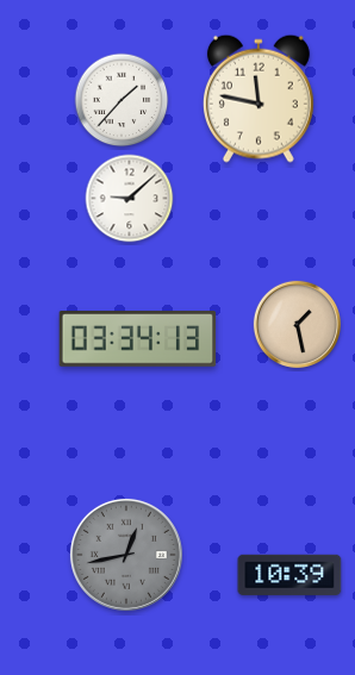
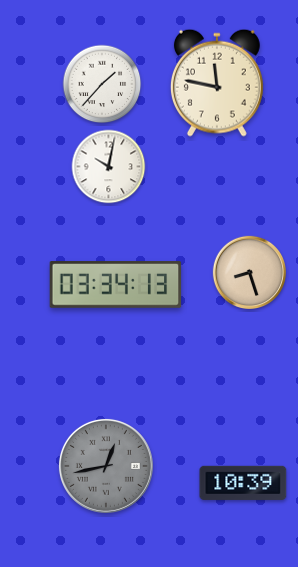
clock at (130, 199): 9:08 -> 10:02
clock at (297, 324): 1:28 -> 8:27
